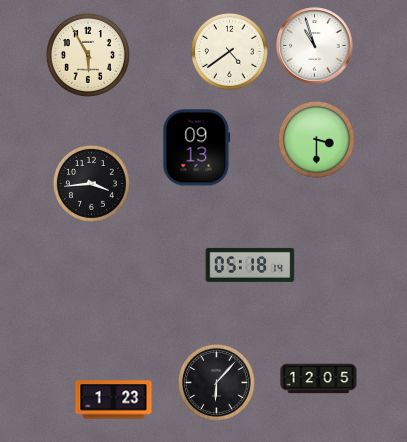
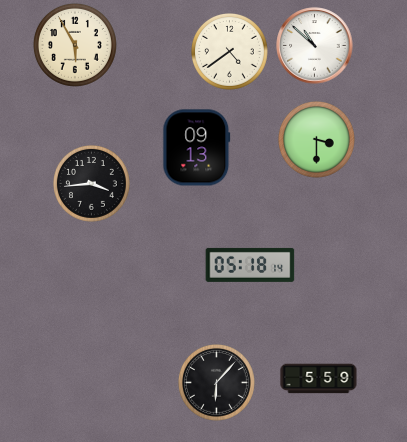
clock at (315, 46): 10:57 -> 10:52
clock at (88, 55) position: (88, 55) -> (75, 45)
clock at (319, 379): 12:05 -> 5:59
clock at (114, 400): 1:23 -> none
